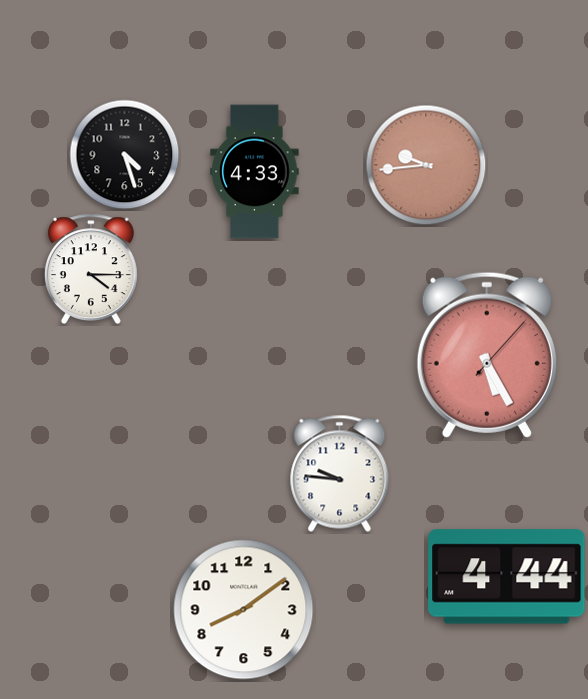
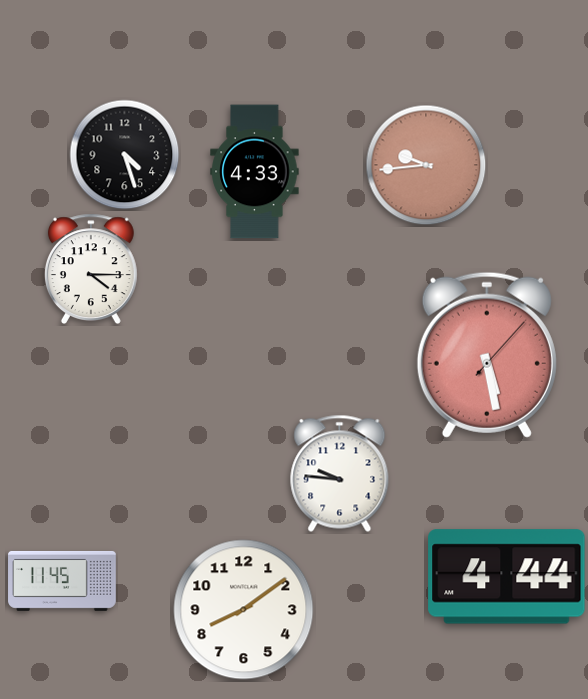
clock at (487, 355): 5:25 -> 5:28
clock at (62, 581): none -> 11:45
